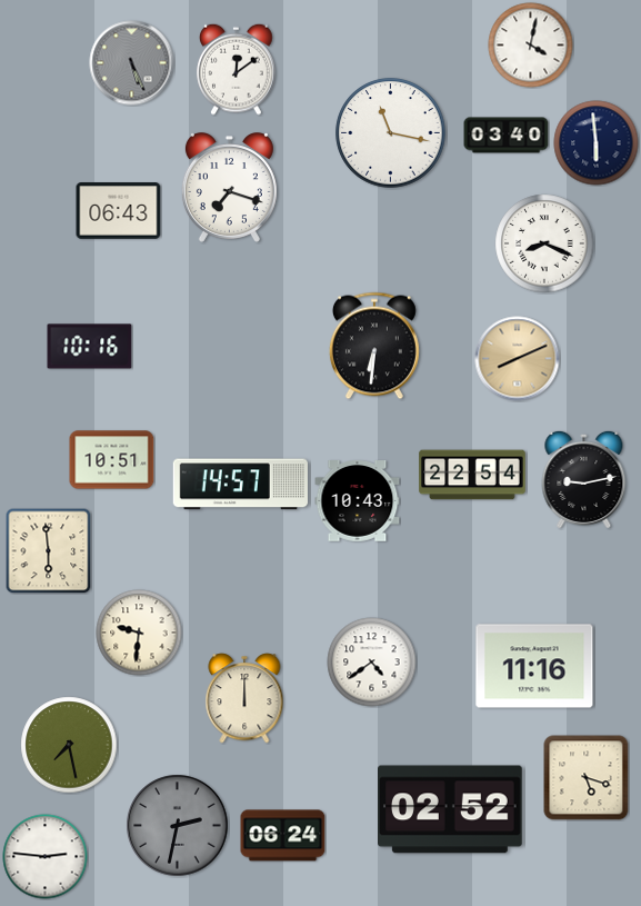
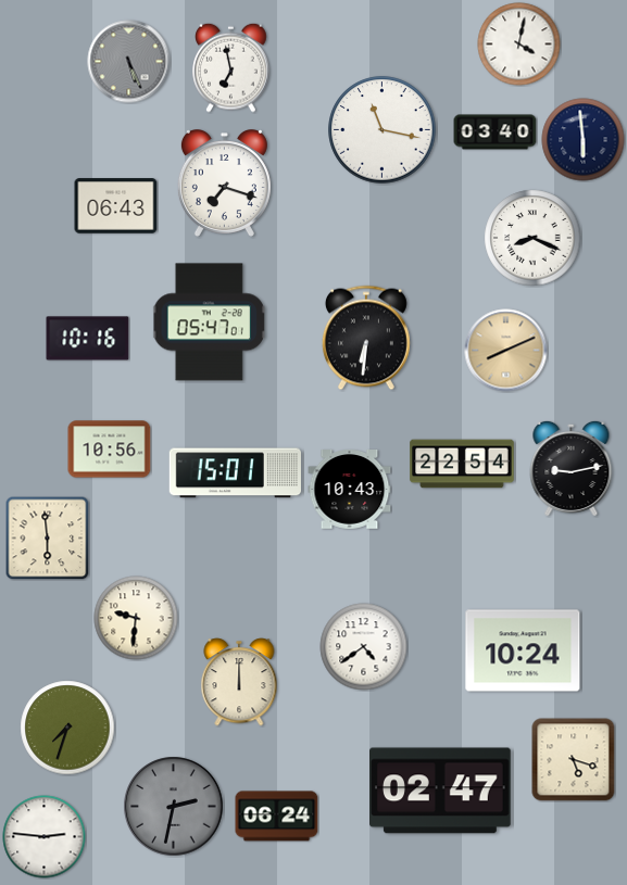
clock at (237, 69): 12:09 -> 6:58
clock at (210, 323): none -> 05:47
clock at (112, 460): 10:51 -> 10:56
clock at (240, 485): 14:57 -> 15:01
clock at (534, 666): 11:16 -> 10:24
clock at (69, 745): 7:28 -> 7:33
clock at (451, 809): 02:52 -> 02:47
